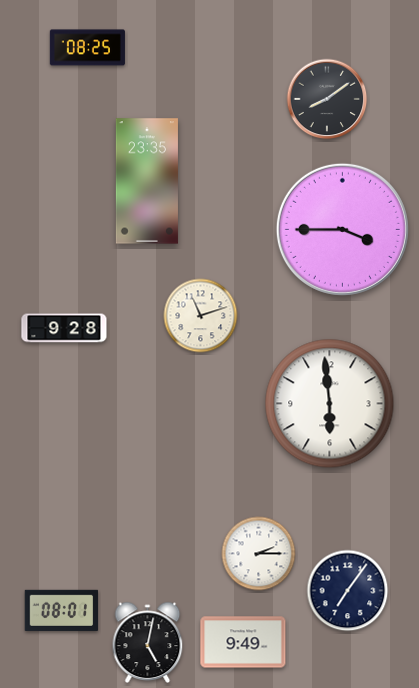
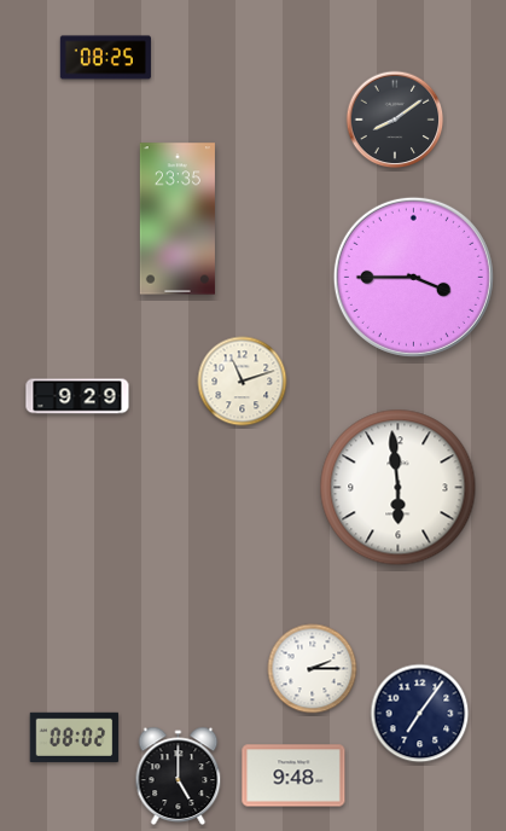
clock at (64, 328): 9:28 -> 9:29
clock at (62, 610): 08:01 -> 08:02
clock at (148, 642): 5:02 -> 5:00
clock at (243, 642): 9:49 -> 9:48
